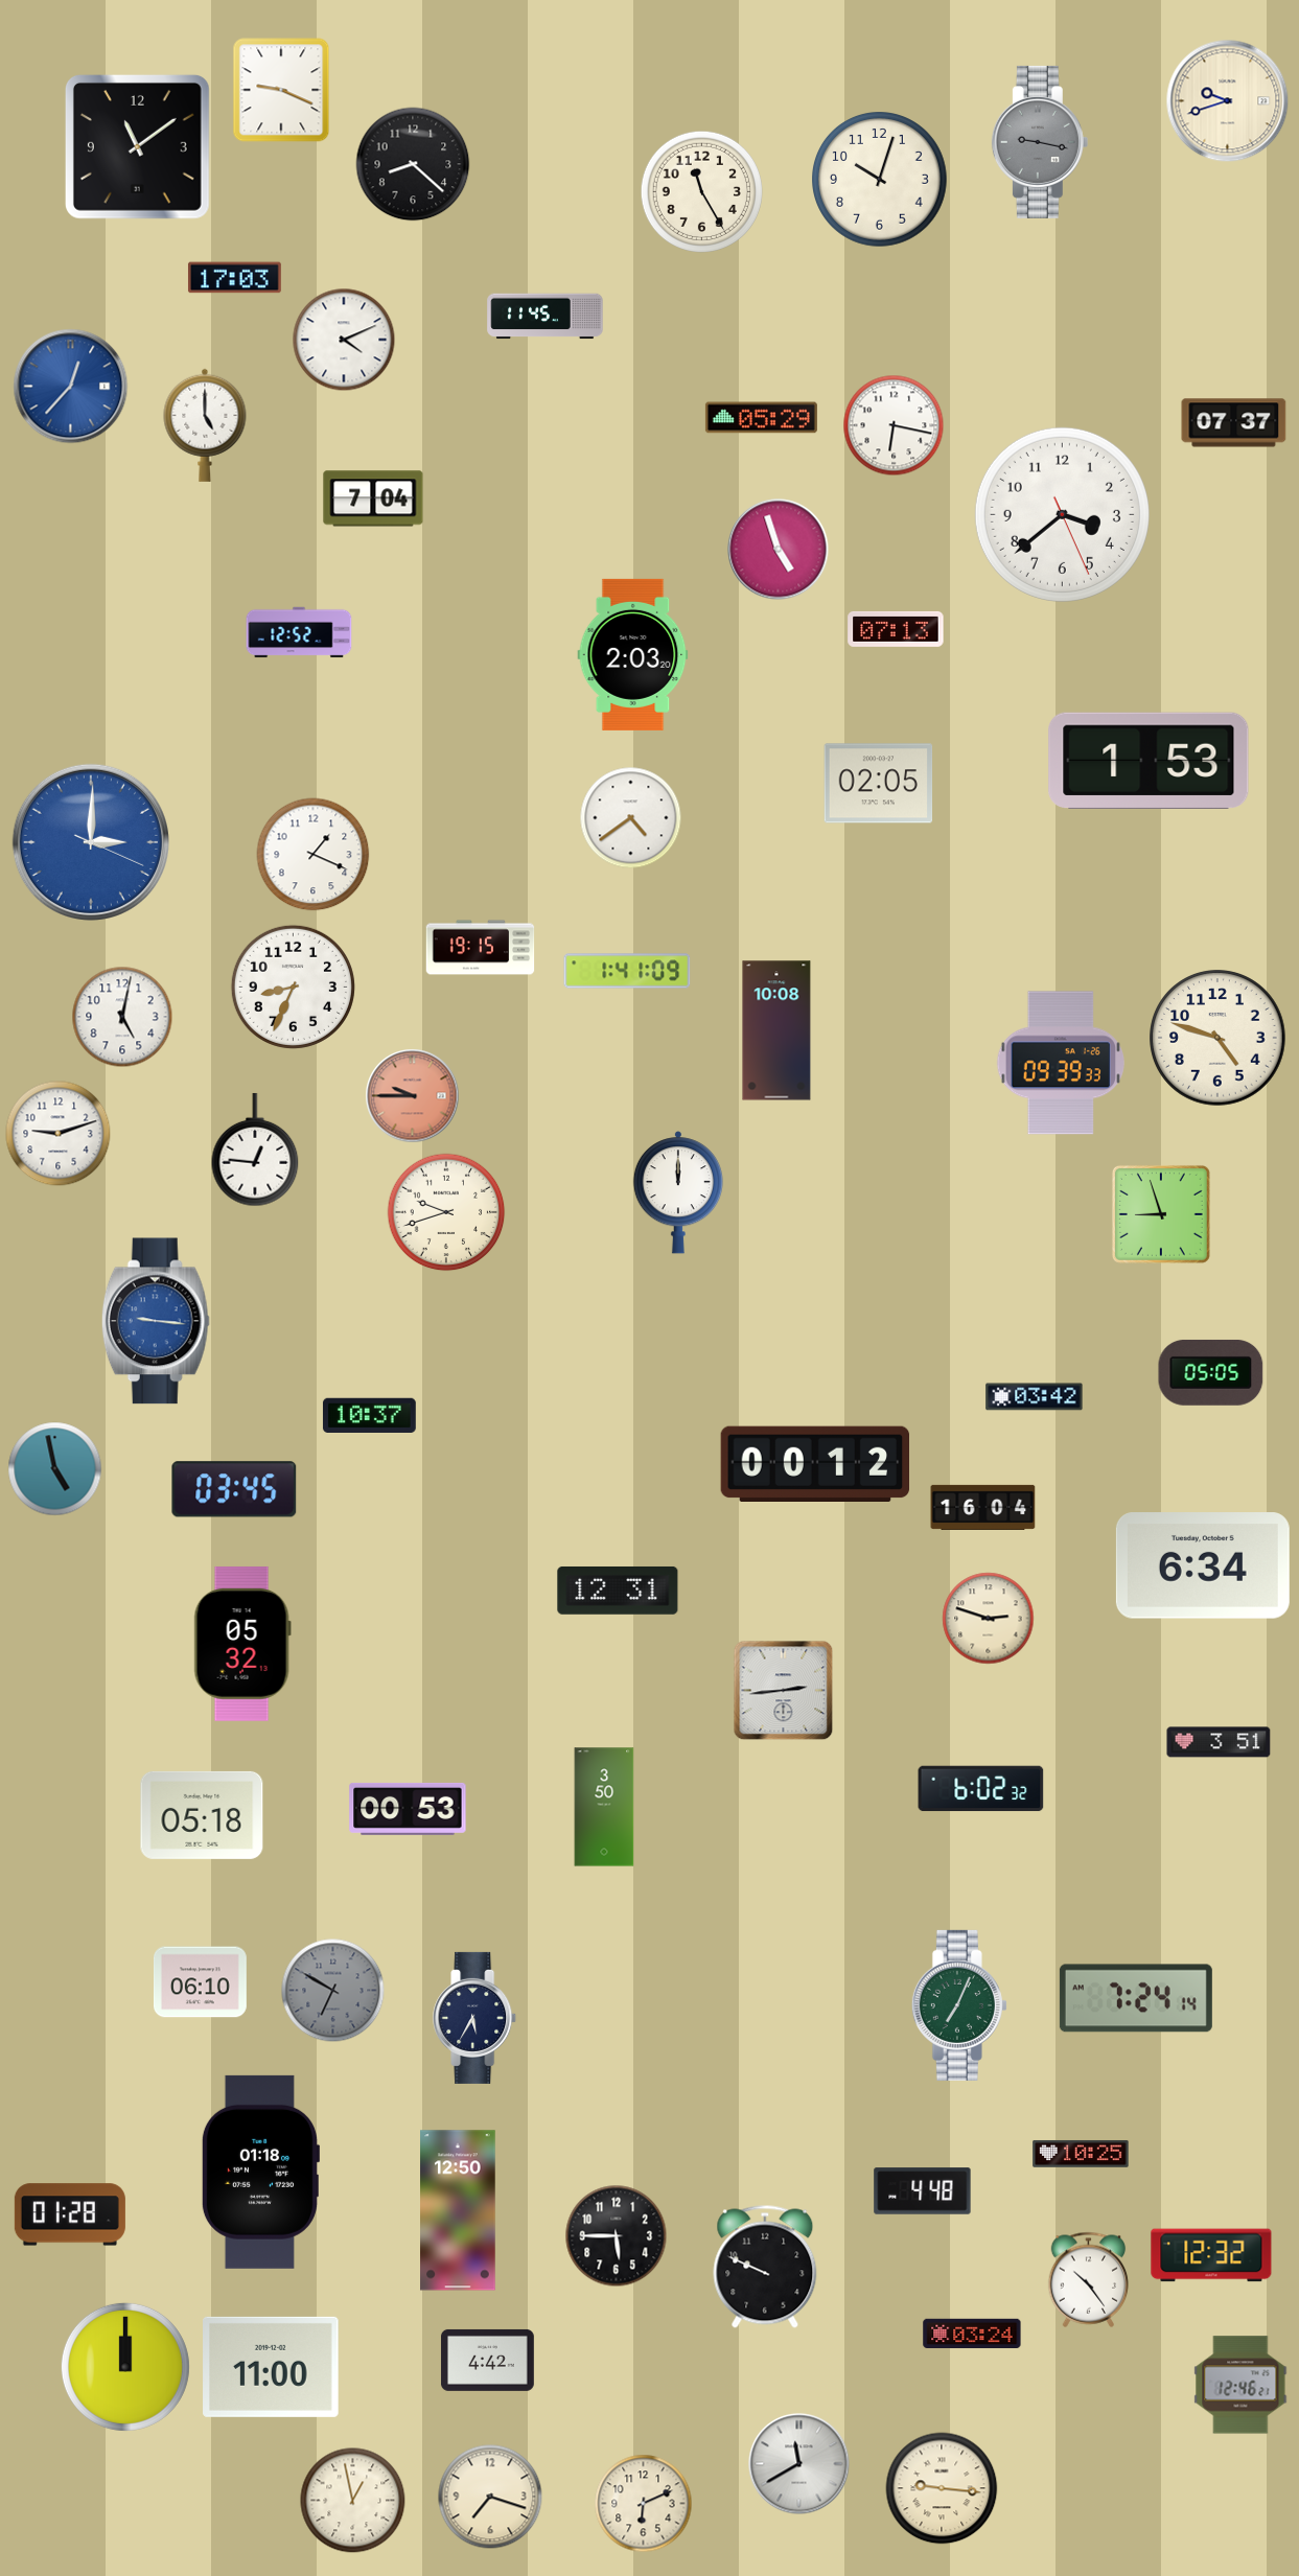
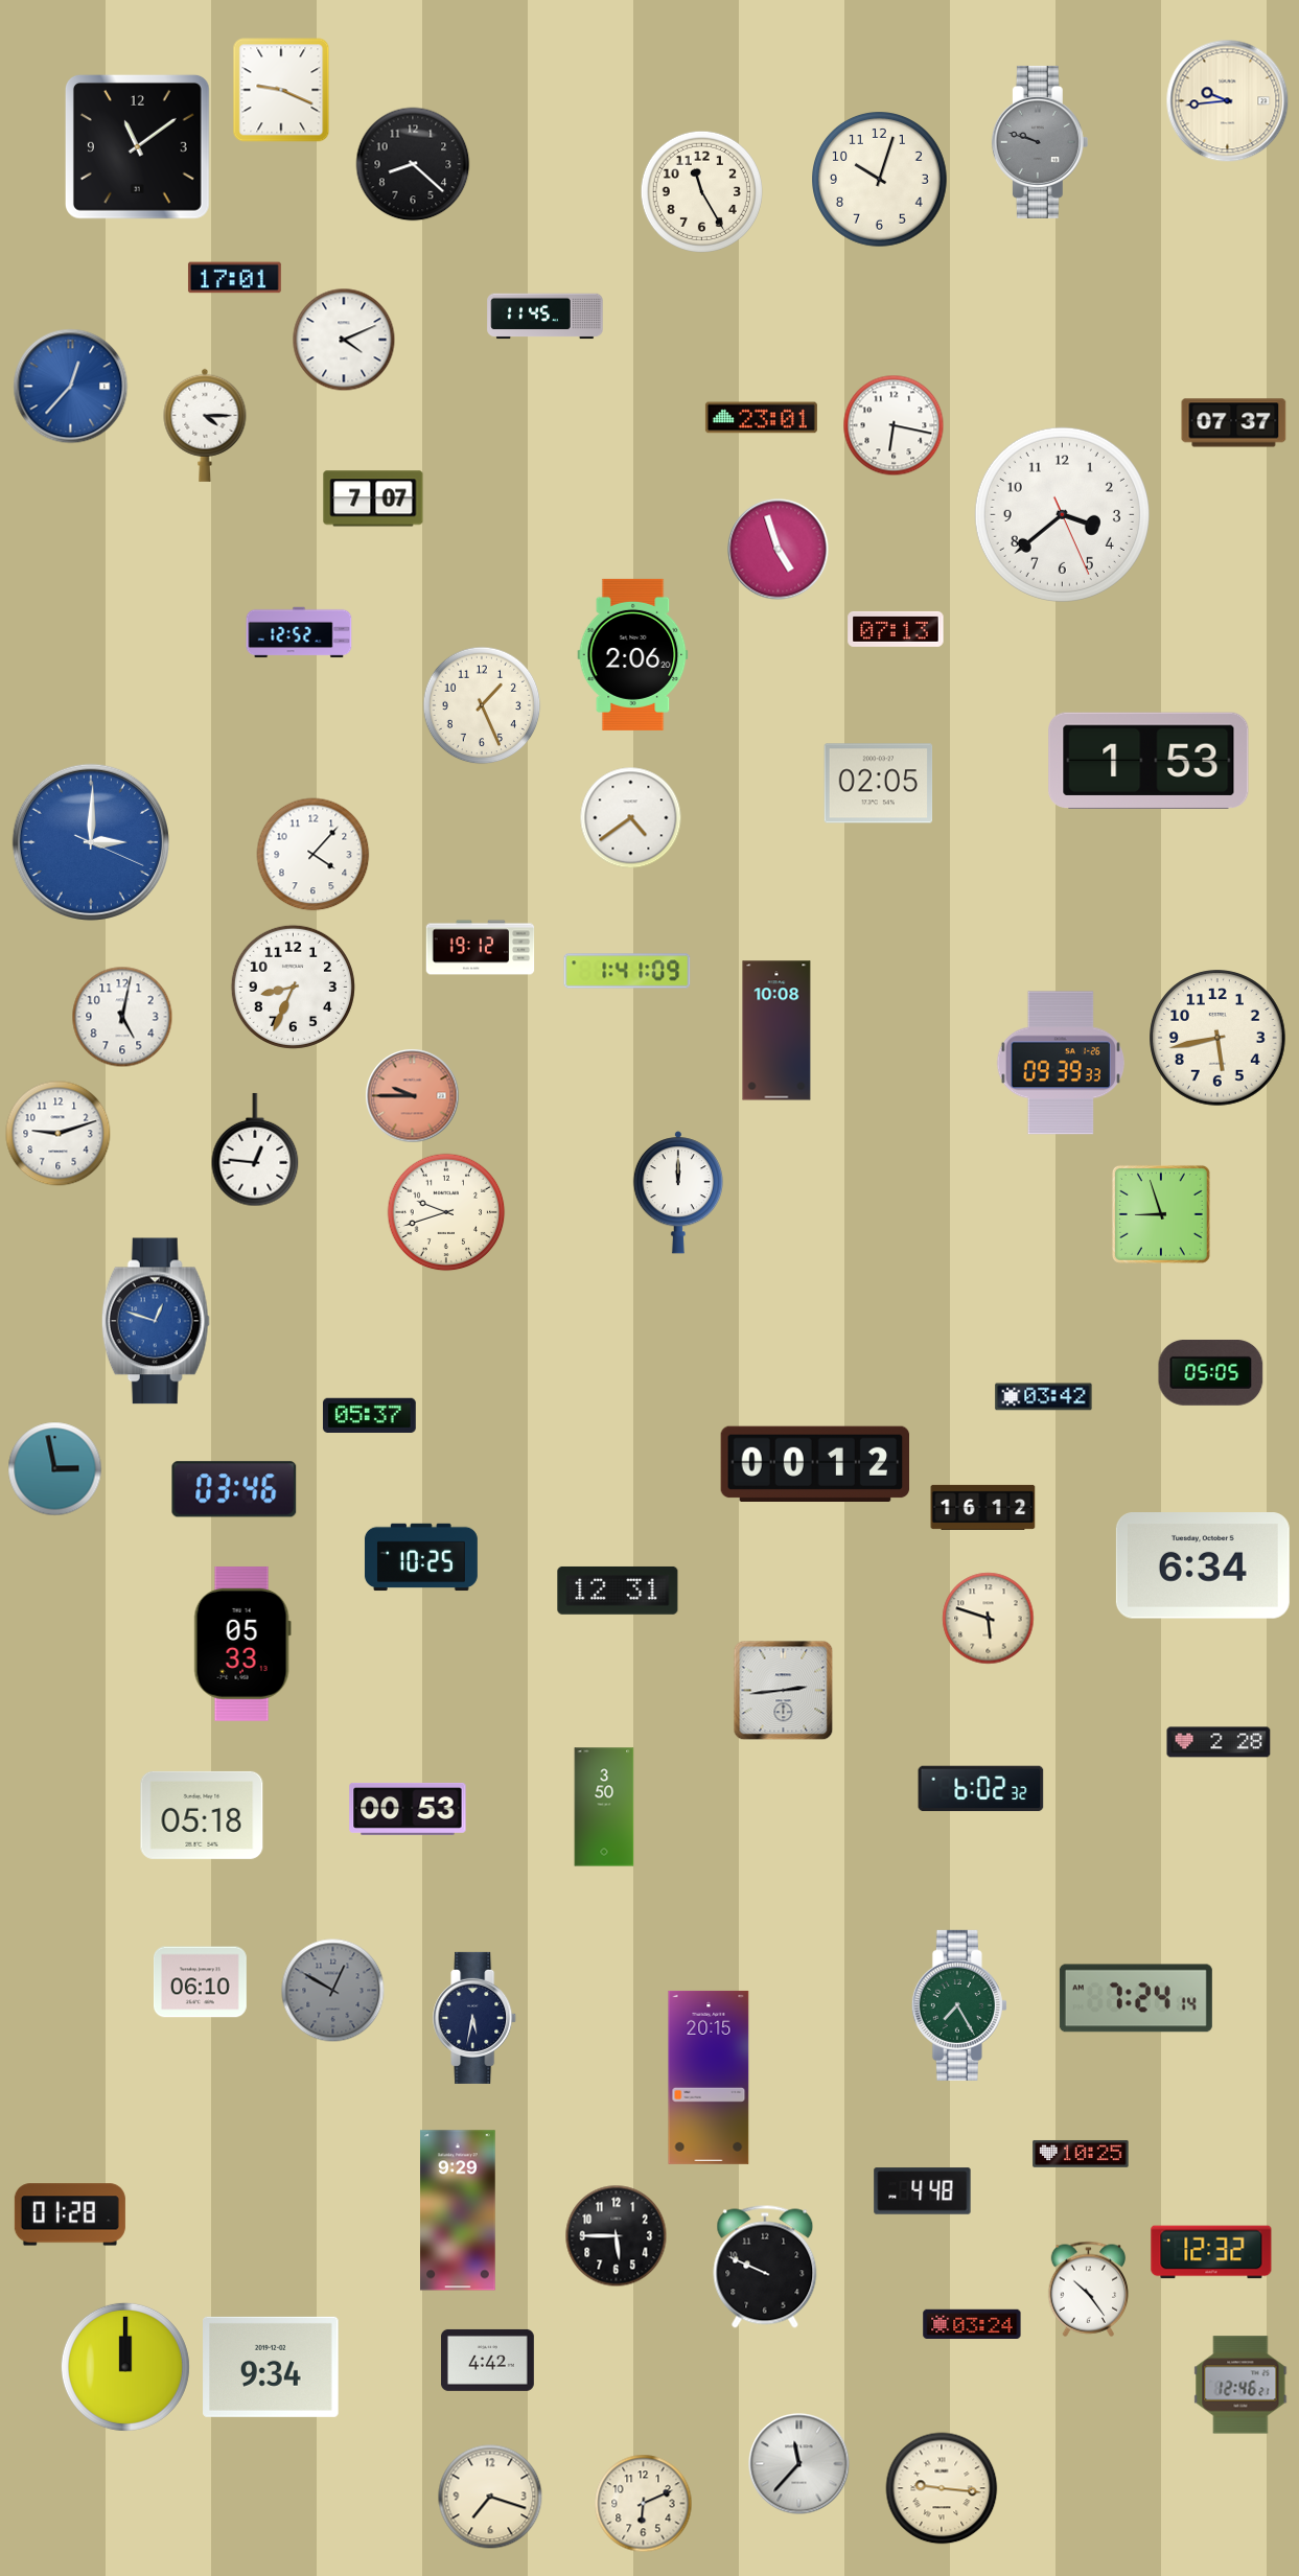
clock at (1228, 101): 9:42 -> 9:44
clock at (1040, 142): 9:17 -> 9:48
clock at (235, 278): 17:03 -> 17:01
clock at (761, 418): 05:29 -> 23:01
clock at (205, 425): 5:00 -> 4:15
clock at (373, 498): 7:04 -> 7:07
clock at (633, 654): 2:03 -> 2:06
clock at (482, 705): none -> 1:26
clock at (314, 855): 1:19 -> 4:07
clock at (481, 948): 19:15 -> 19:12
clock at (1217, 1038): 4:48 -> 5:43
clock at (156, 1321): 9:16 -> 12:48
clock at (1035, 1397) position: (1035, 1397) -> (1044, 1397)
clock at (369, 1416): 10:37 -> 05:37
clock at (55, 1469): 4:58 -> 2:58
clock at (234, 1489): 03:45 -> 03:46
clock at (983, 1507): 16:04 -> 16:12
clock at (421, 1557): none -> 10:25
clock at (989, 1619): 2:48 -> 5:48
clock at (242, 1644): 05:32 -> 05:33
clock at (1219, 1742): 3:51 -> 2:28
clock at (333, 1991): 6:50 -> 12:50
clock at (959, 2005): 7:04 -> 7:25
clock at (475, 2018): 5:35 -> 5:32
clock at (709, 2078): none -> 20:15
clock at (260, 2172): 01:18 -> none
clock at (458, 2210): 12:50 -> 9:29
clock at (1211, 2255) position: (1211, 2255) -> (1211, 2252)
clock at (1089, 2279) position: (1089, 2279) -> (1089, 2289)
clock at (972, 2333) position: (972, 2333) -> (972, 2323)
clock at (271, 2367): 11:00 -> 9:34
clock at (799, 2464): 11:40 -> 11:37
clock at (353, 2501): 12:58 -> none
